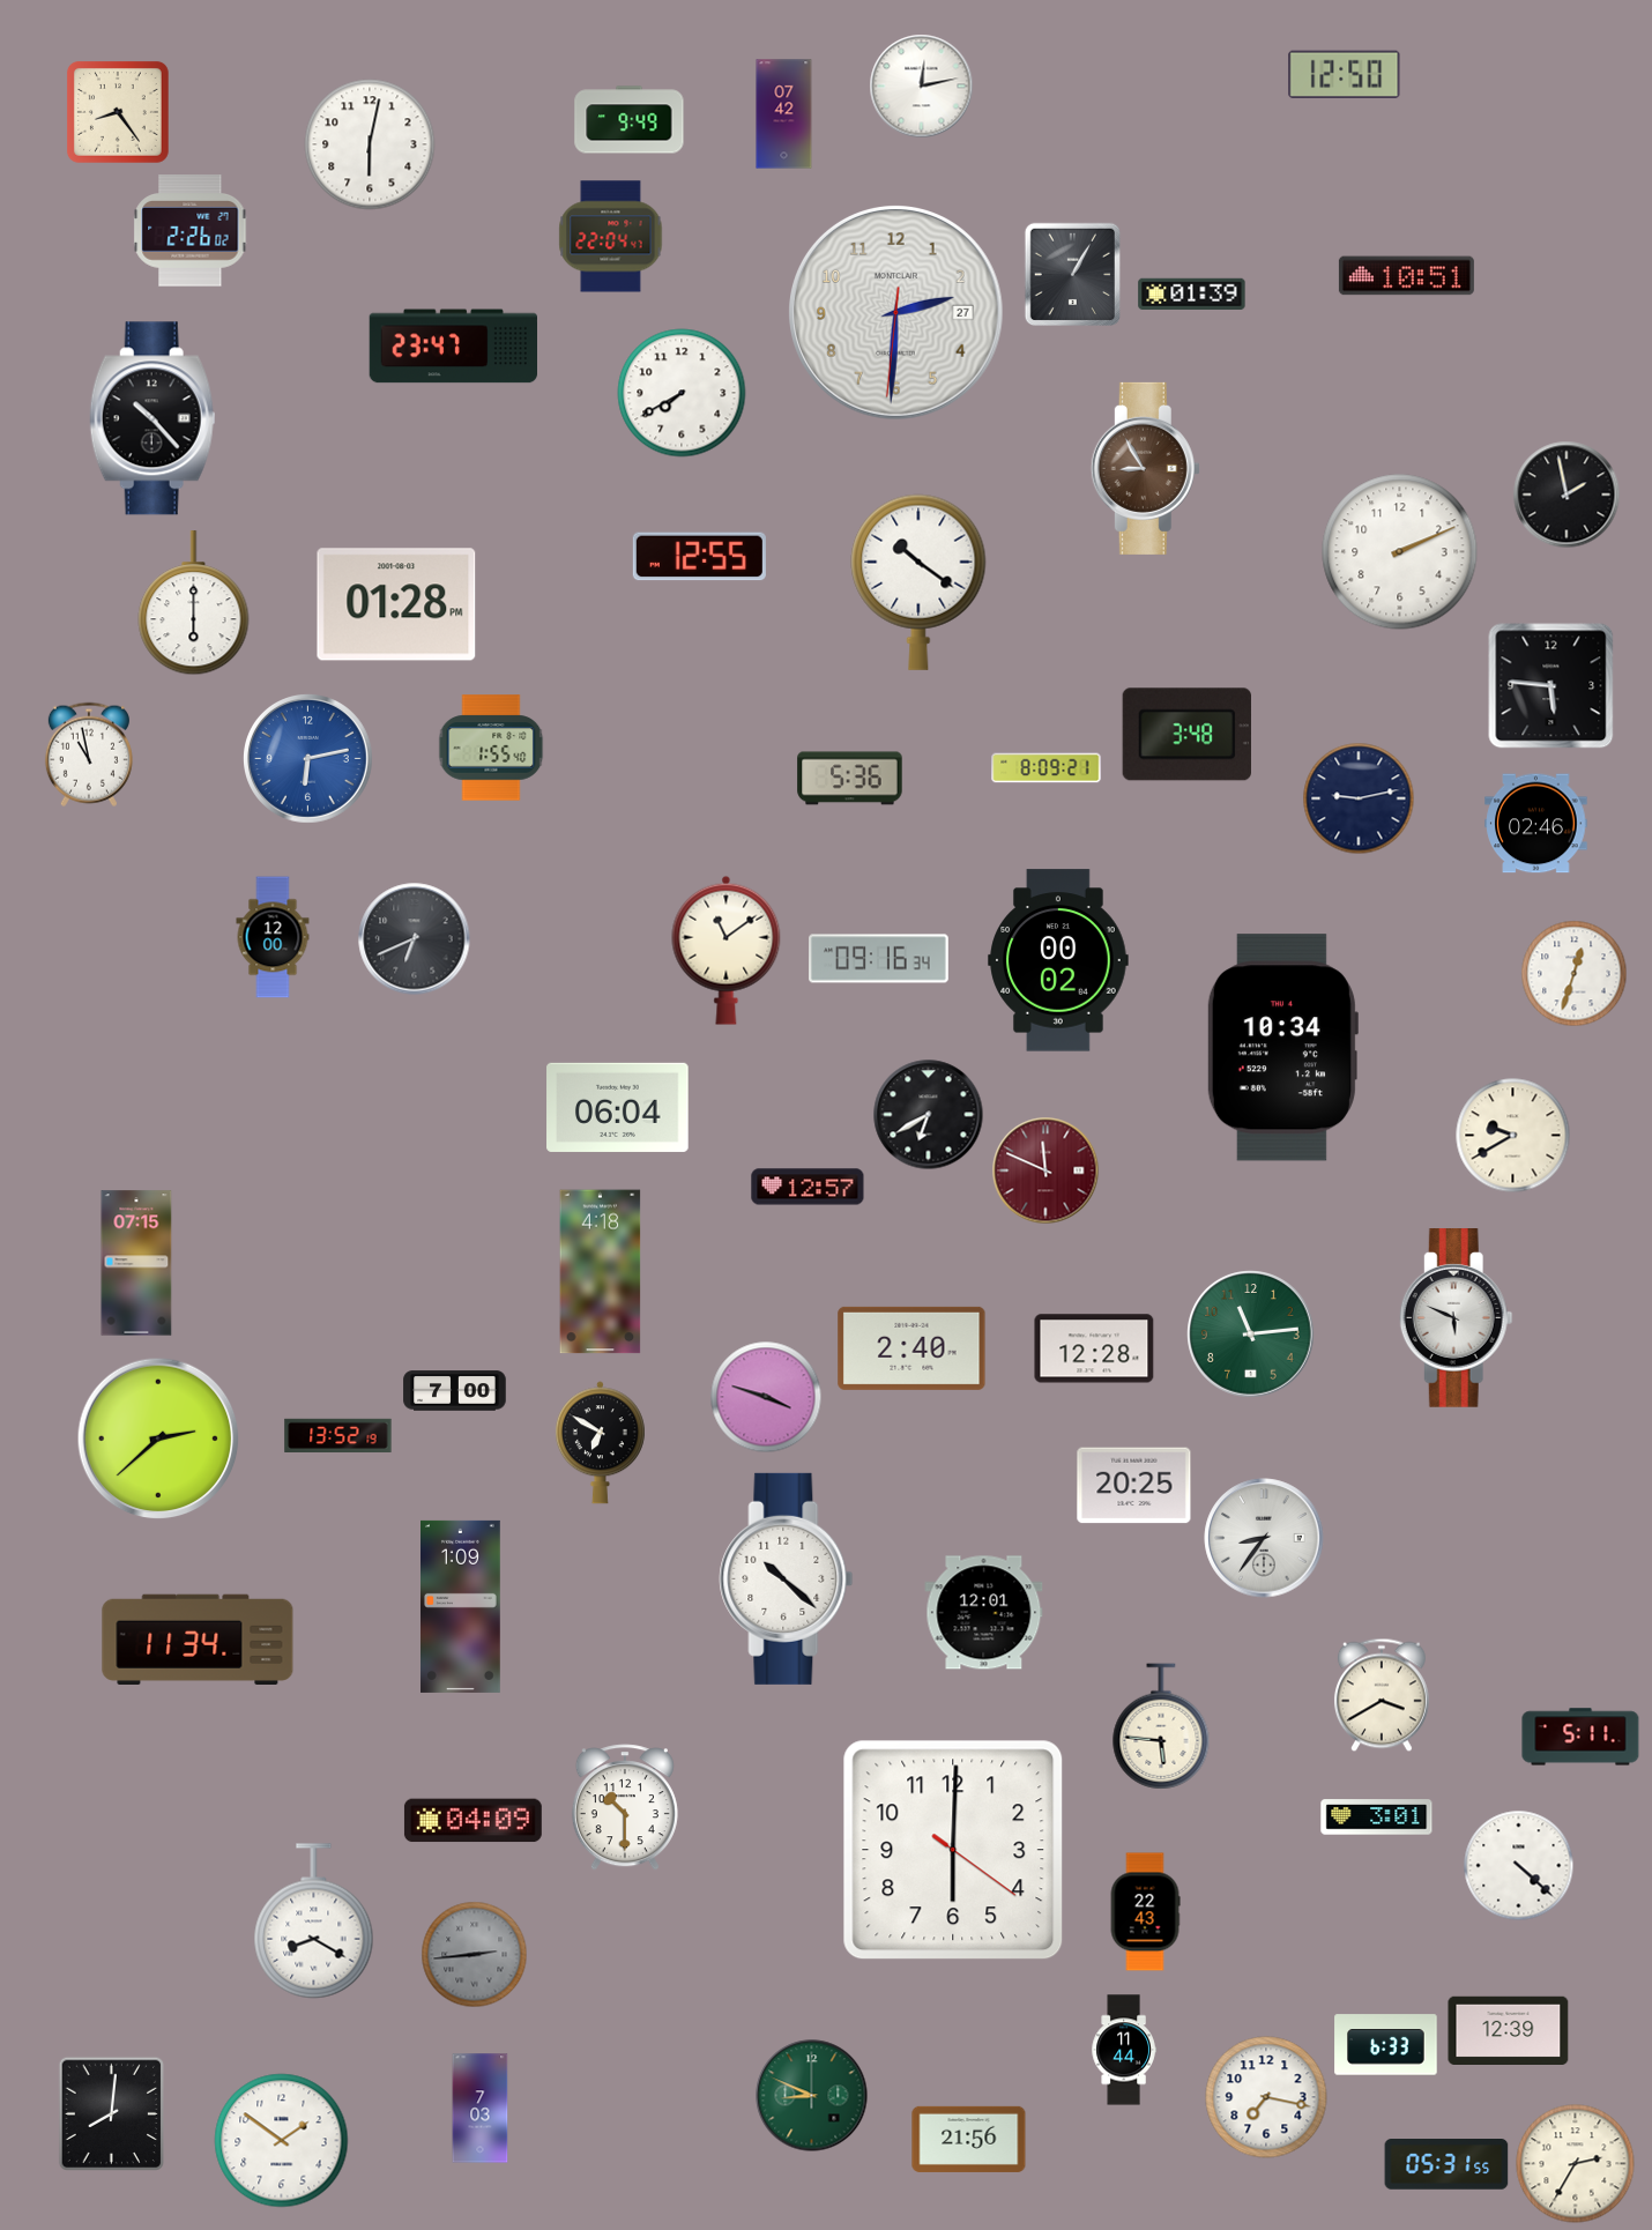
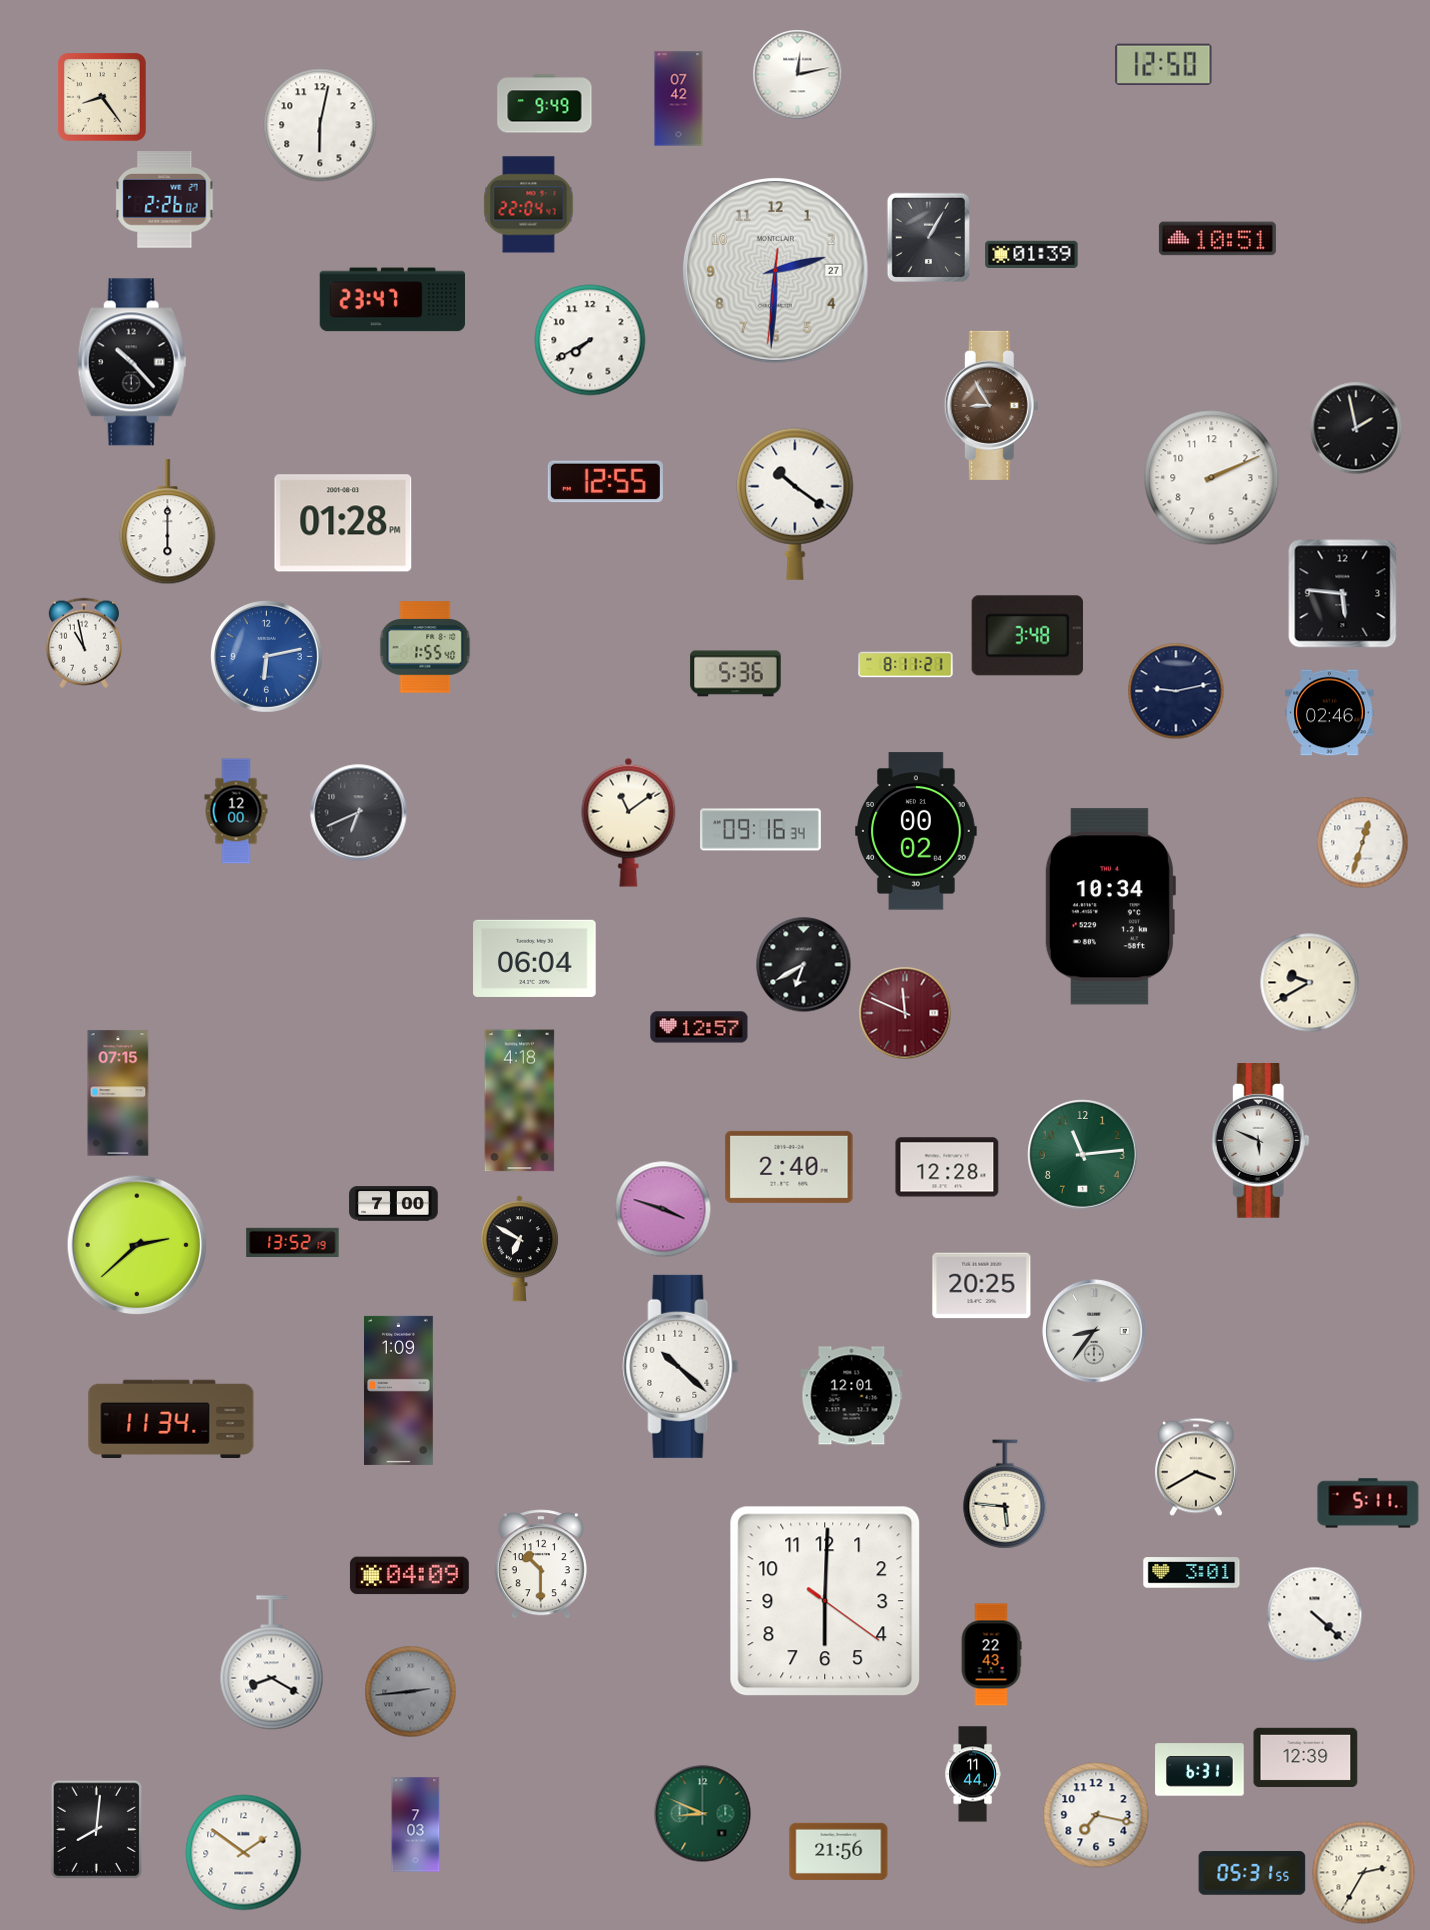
clock at (89, 755) position: (89, 755) -> (84, 643)
clock at (1047, 768): 8:09 -> 8:11
clock at (1386, 2045): 6:33 -> 6:31
